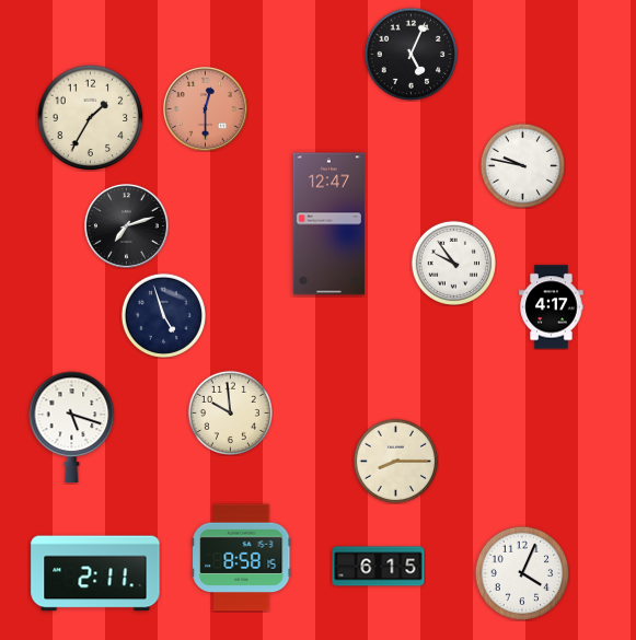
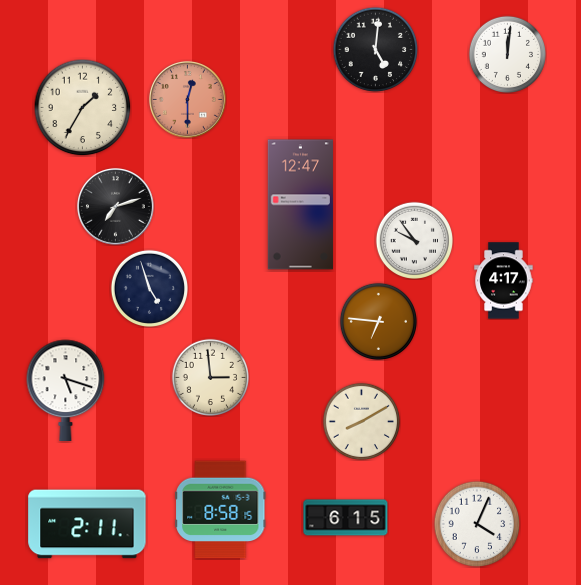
clock at (410, 54): 5:04 -> 5:01
clock at (507, 54): none -> 12:01
clock at (522, 165): 9:47 -> none
clock at (378, 321): none -> 6:46
clock at (230, 412): 9:59 -> 2:59
clock at (395, 461): 8:15 -> 8:10
